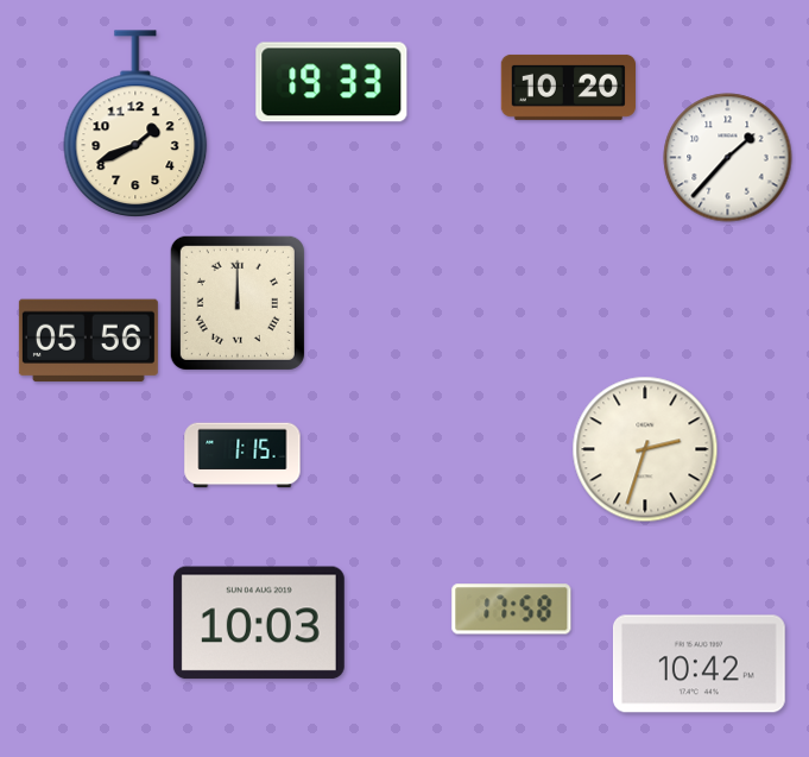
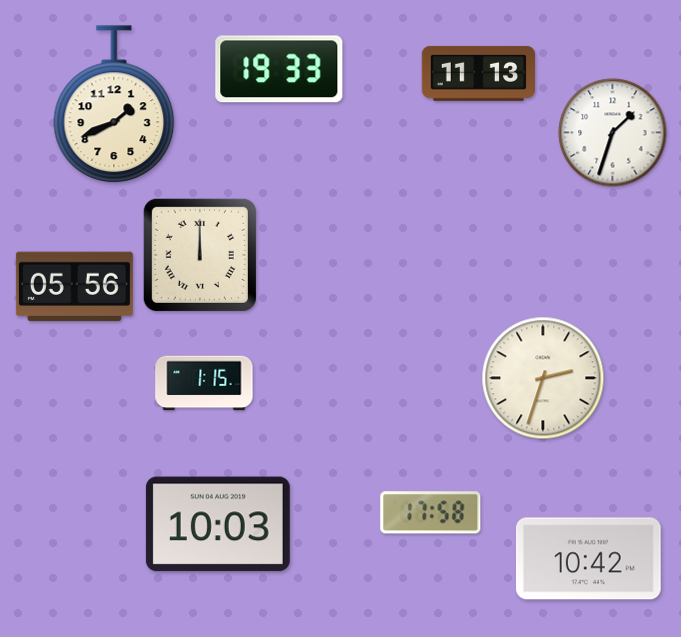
clock at (568, 87): 10:20 -> 11:13
clock at (728, 158): 1:37 -> 1:33
